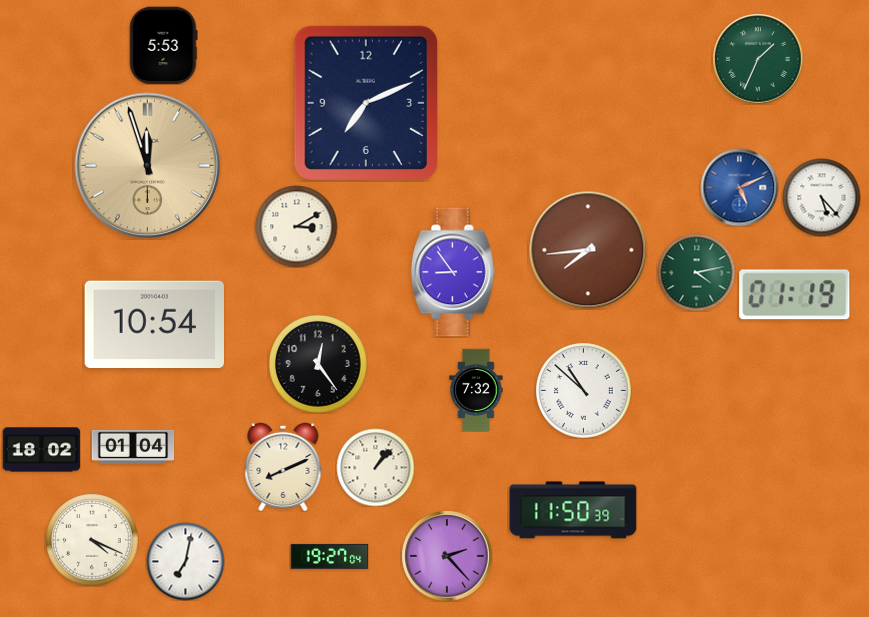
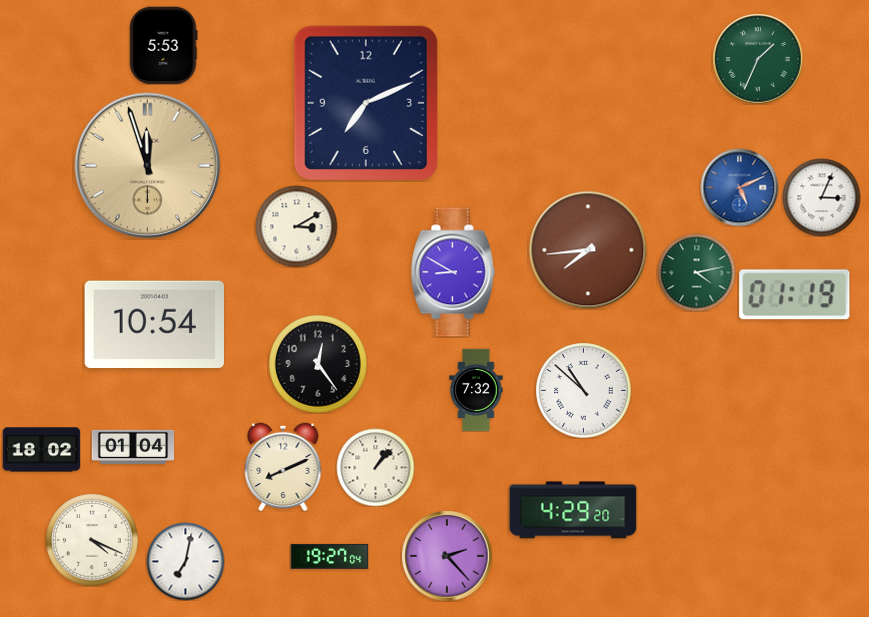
clock at (821, 197): 5:23 -> 3:04
clock at (453, 272): 8:54 -> 8:50
clock at (573, 510): 11:50 -> 4:29
